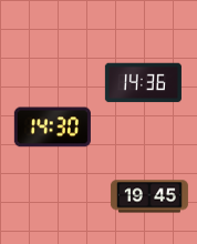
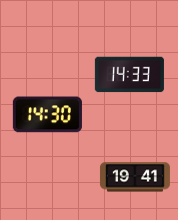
clock at (143, 83): 14:36 -> 14:33
clock at (149, 196): 19:45 -> 19:41
